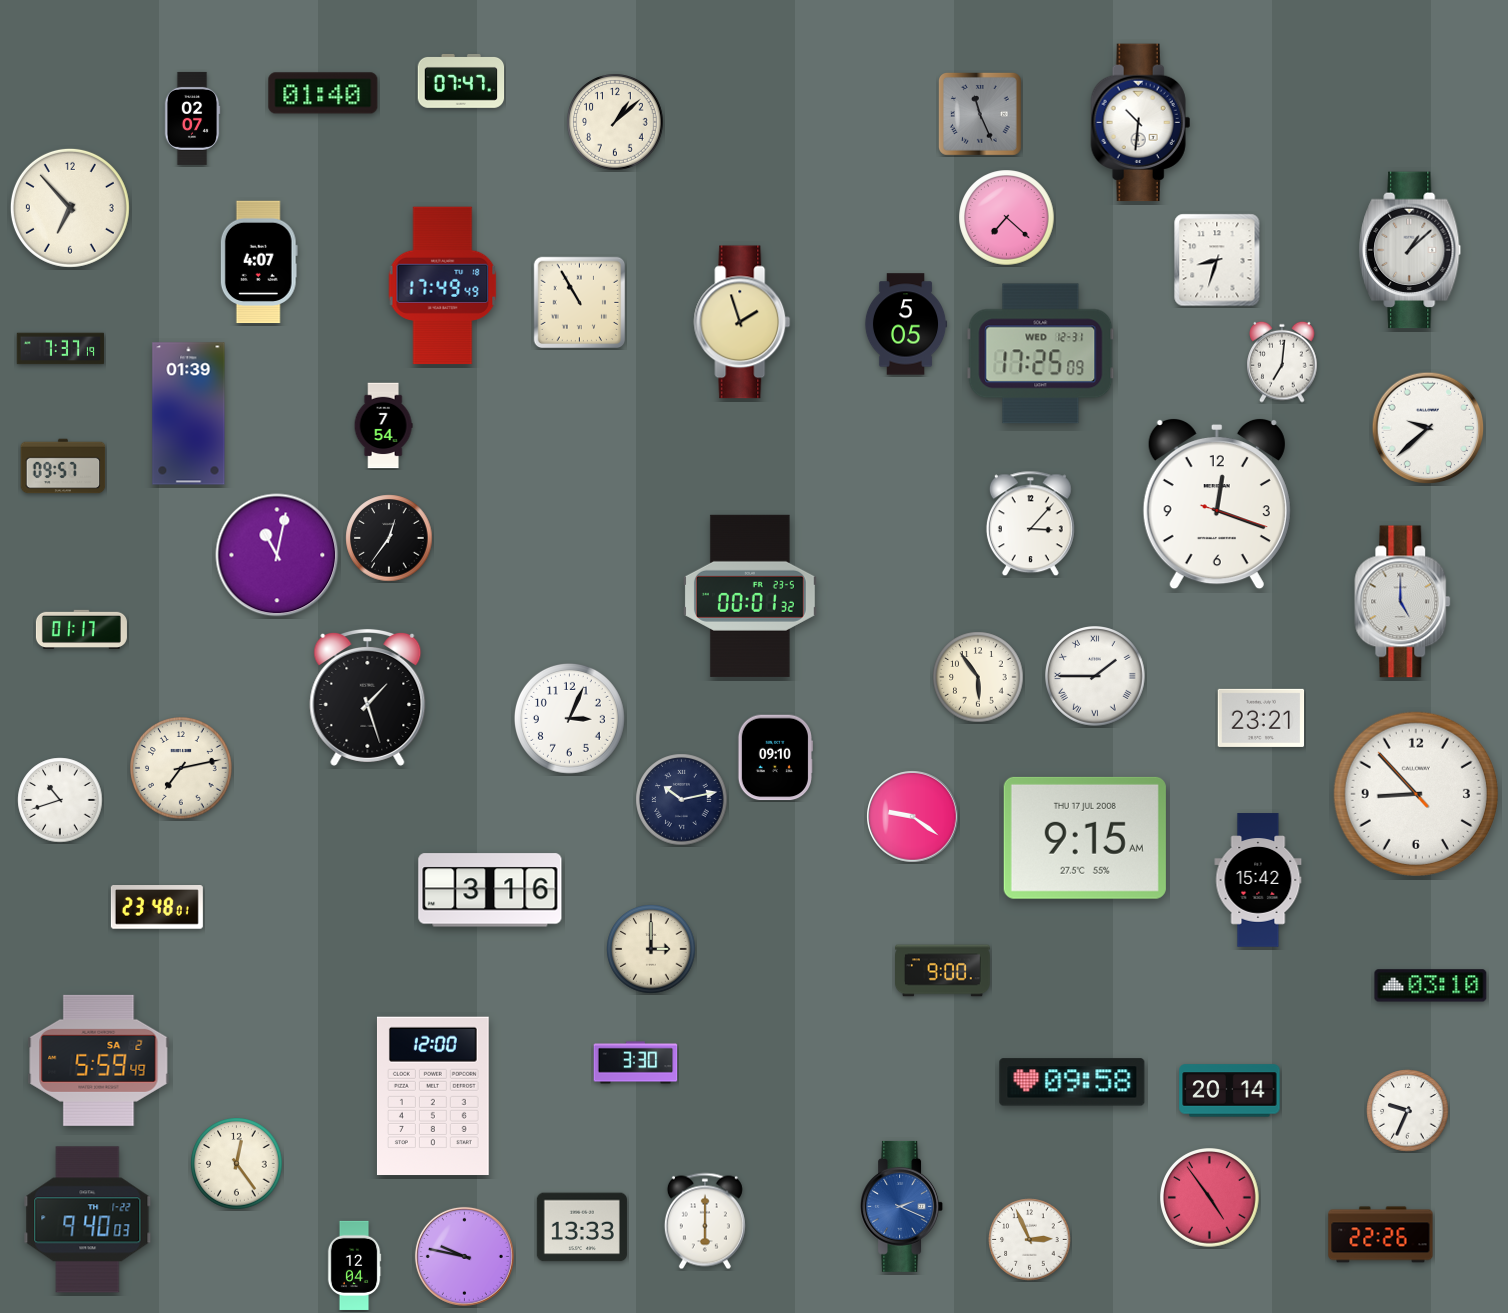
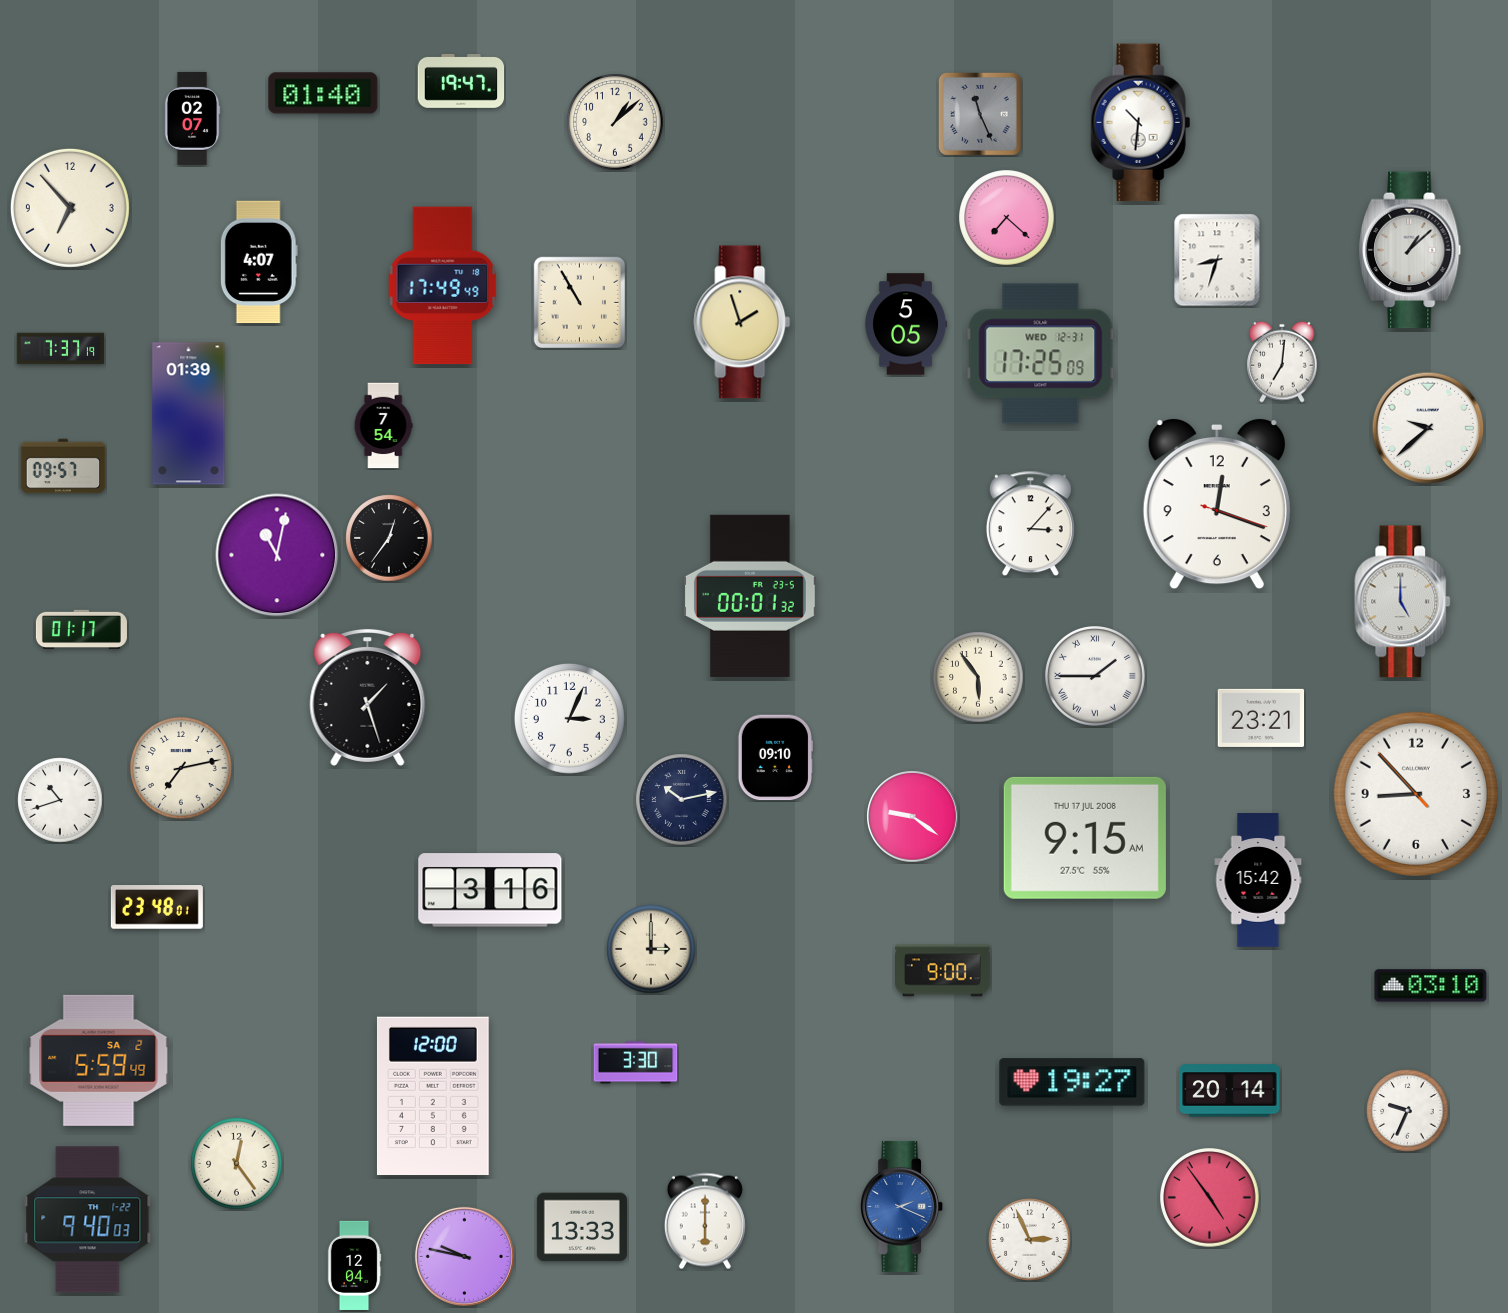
clock at (461, 81): 07:47 -> 19:47
clock at (1072, 1082): 09:58 -> 19:27
clock at (1381, 1235): 22:26 -> none
